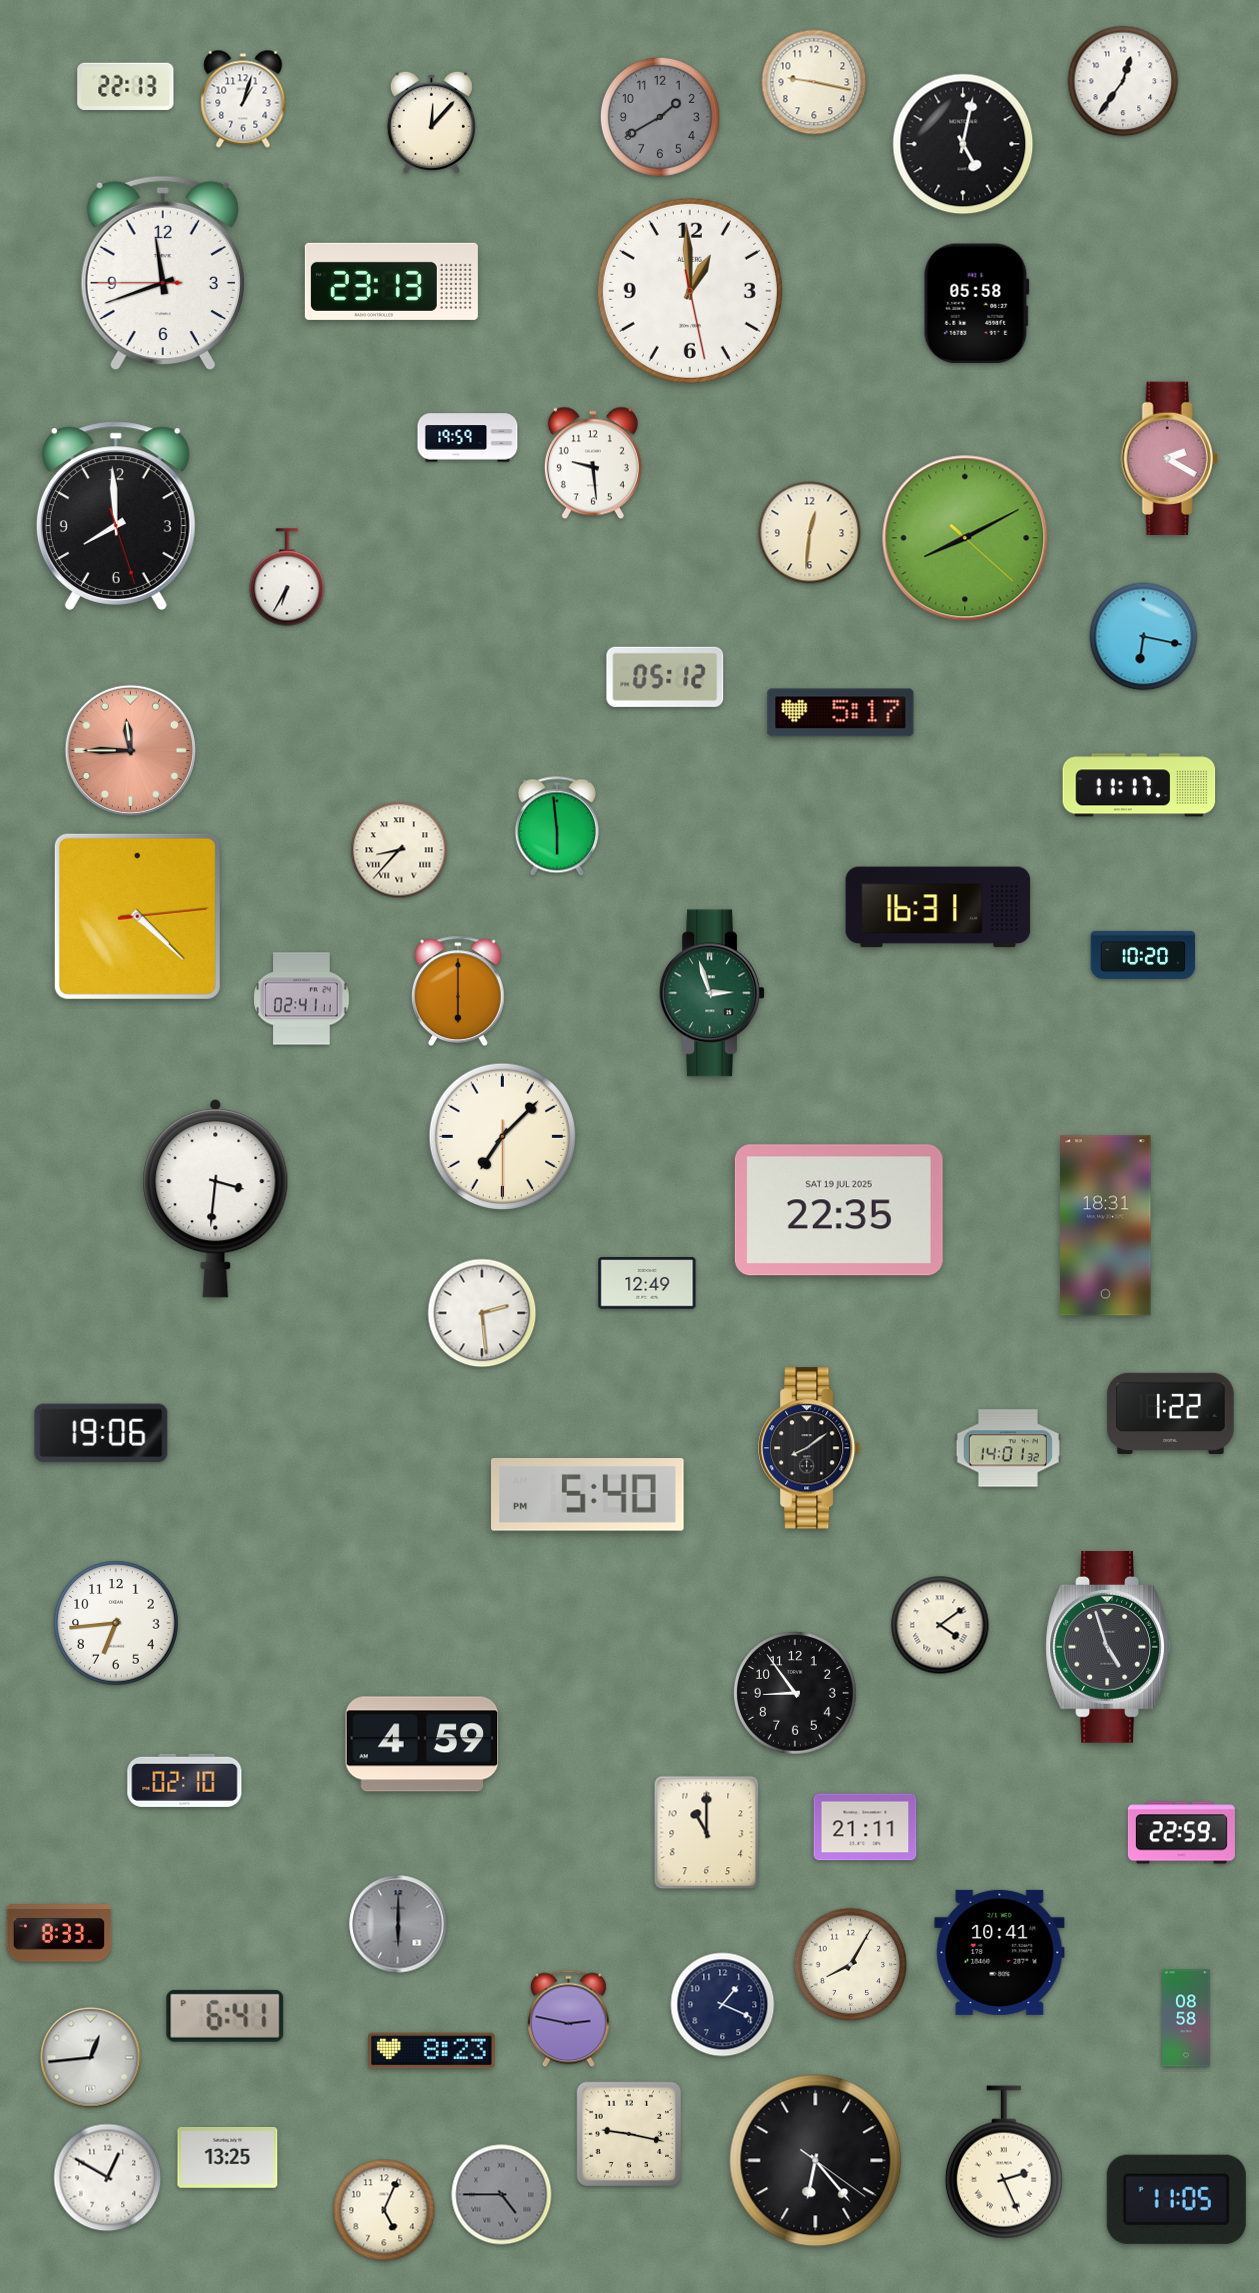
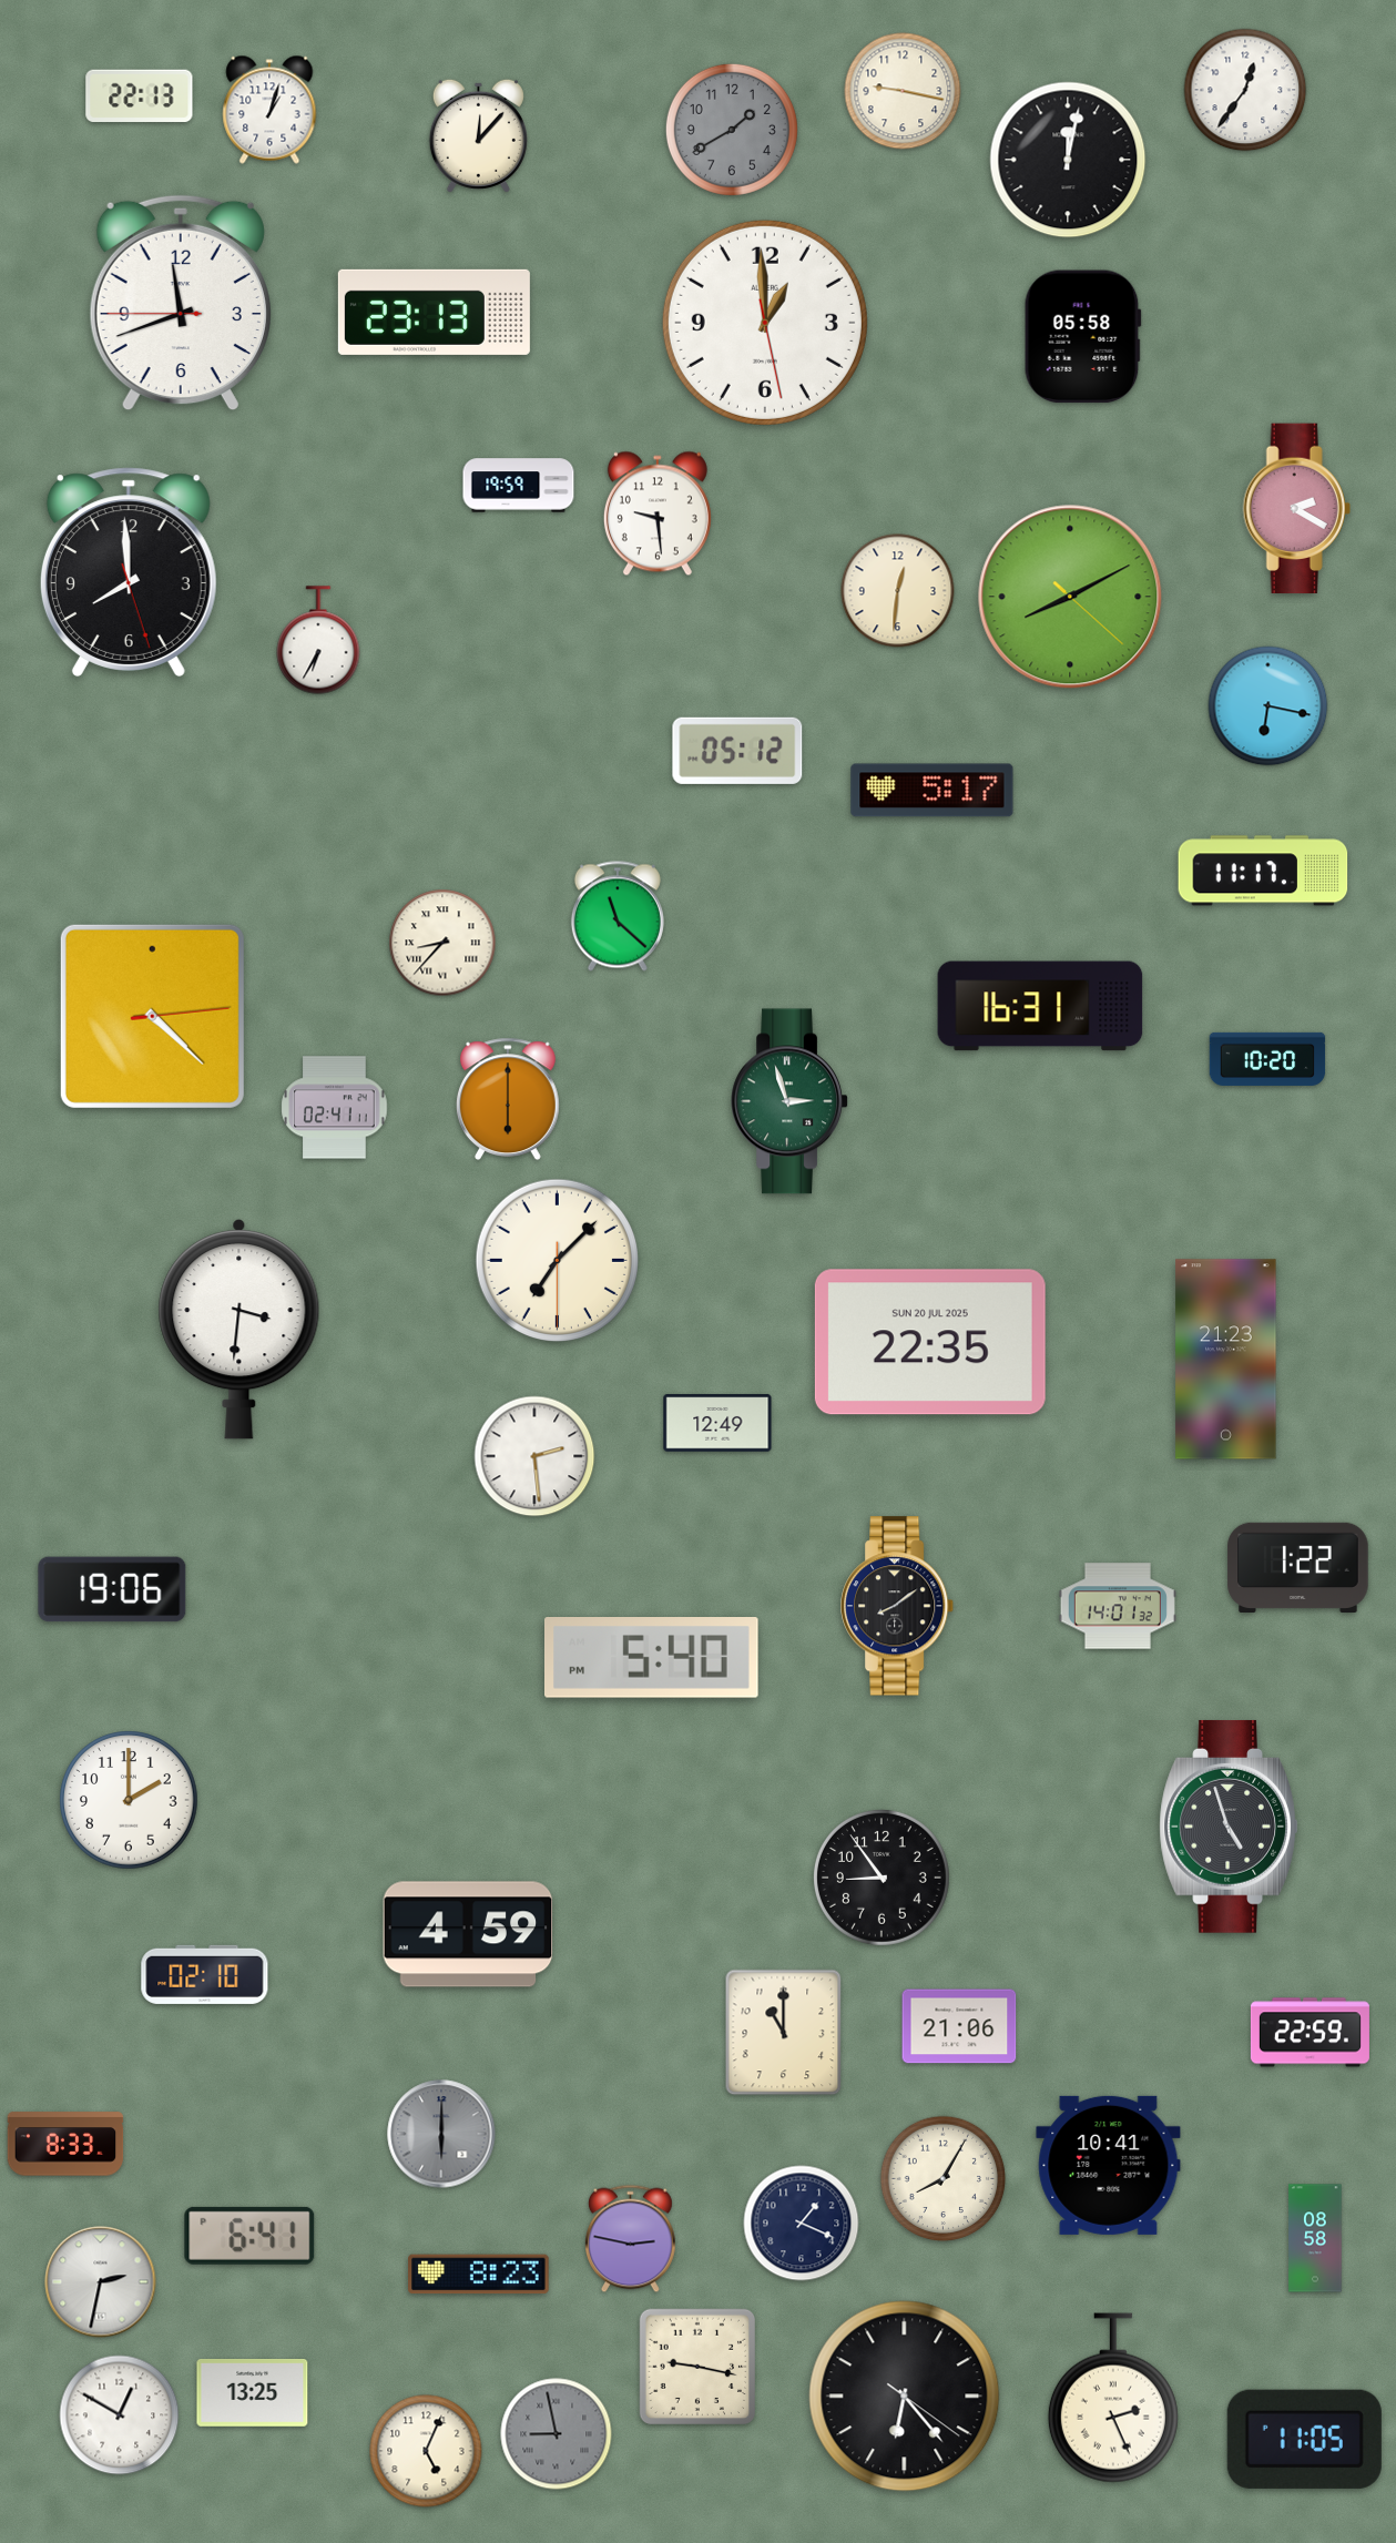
clock at (963, 144): 5:02 -> 12:02
clock at (130, 750): 11:45 -> none
clock at (557, 826): 5:59 -> 11:22
clock at (839, 1210) date: SAT 19 JUL 2025 -> SUN 20 JUL 2025
clock at (1106, 1226): 18:31 -> 21:23
clock at (116, 1623): 6:44 -> 2:00
clock at (940, 1625): 4:09 -> none
clock at (865, 1827): 21:11 -> 21:06
clock at (91, 2058): 12:44 -> 2:32
clock at (502, 2195): 4:45 -> 8:58
